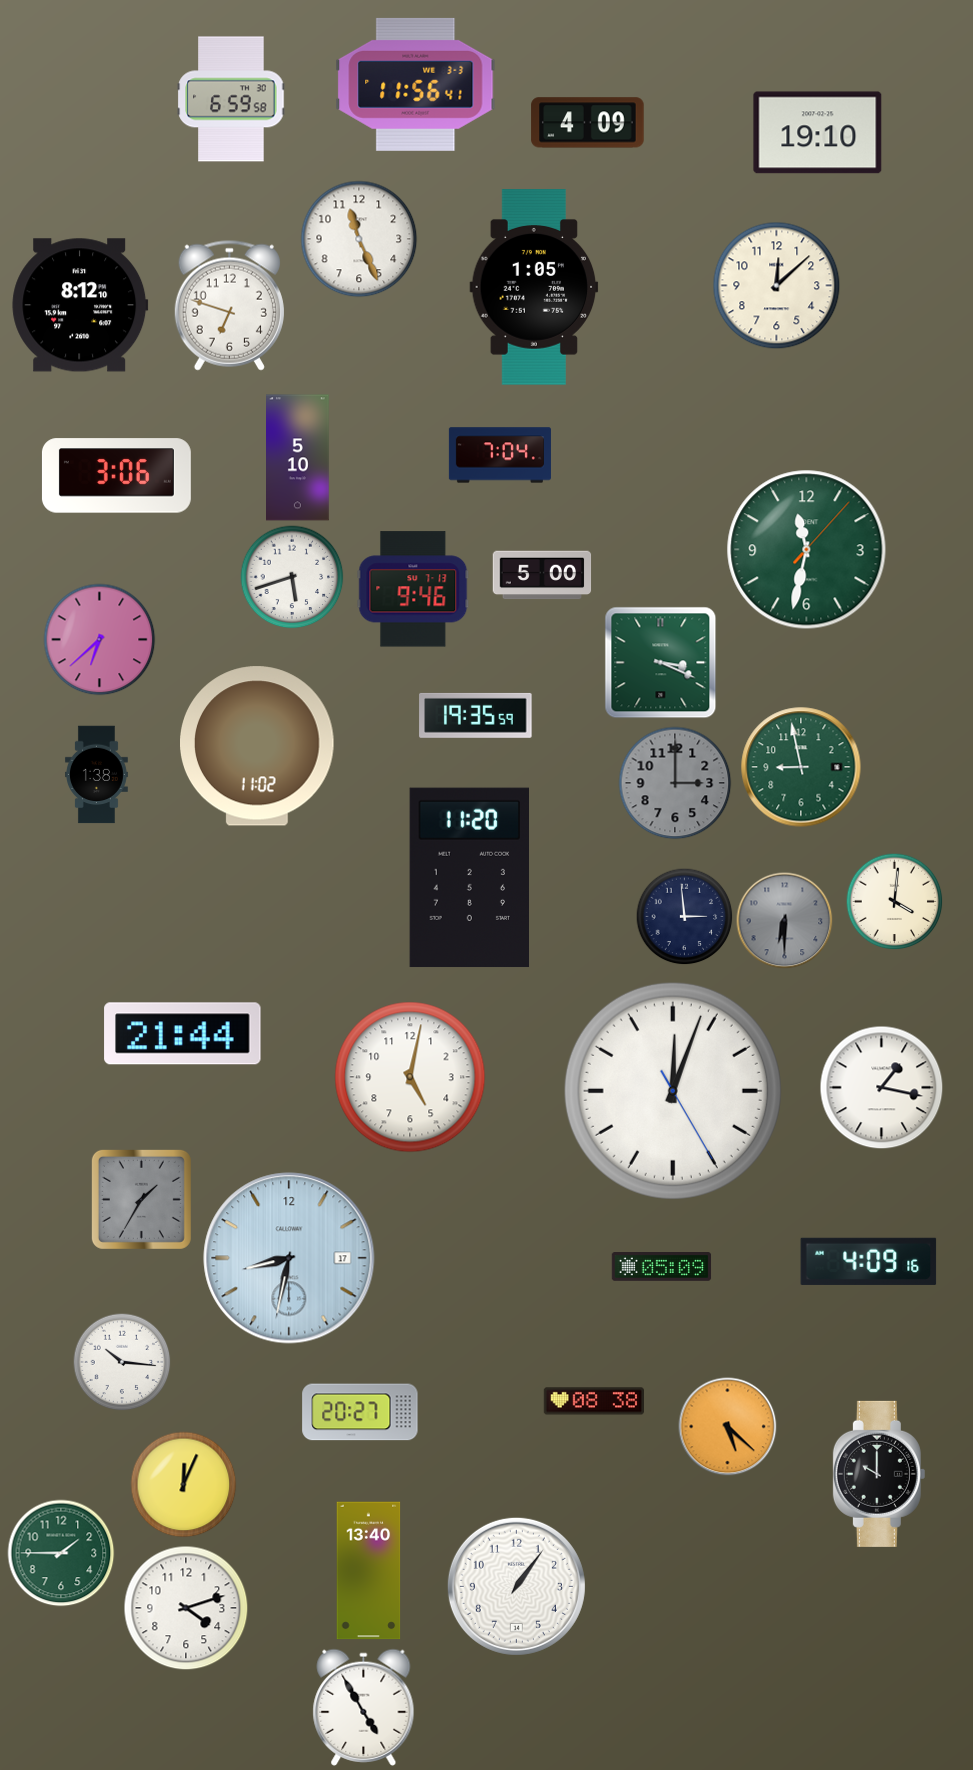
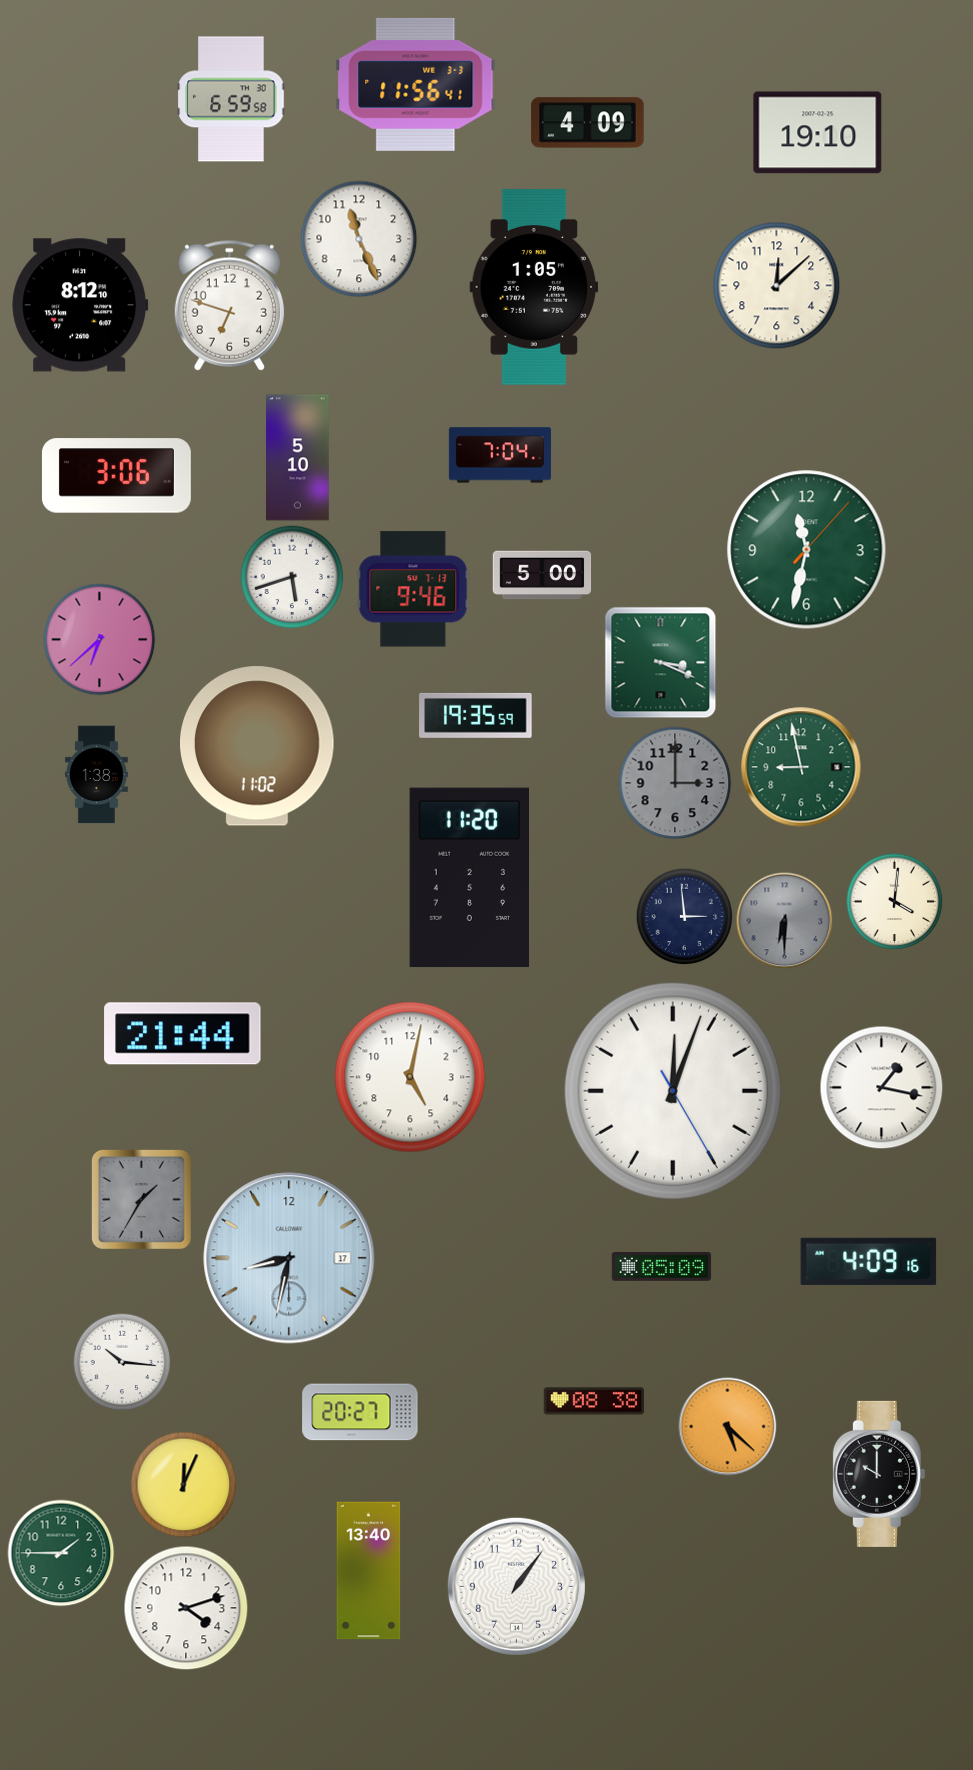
clock at (364, 1707): 4:55 -> none
